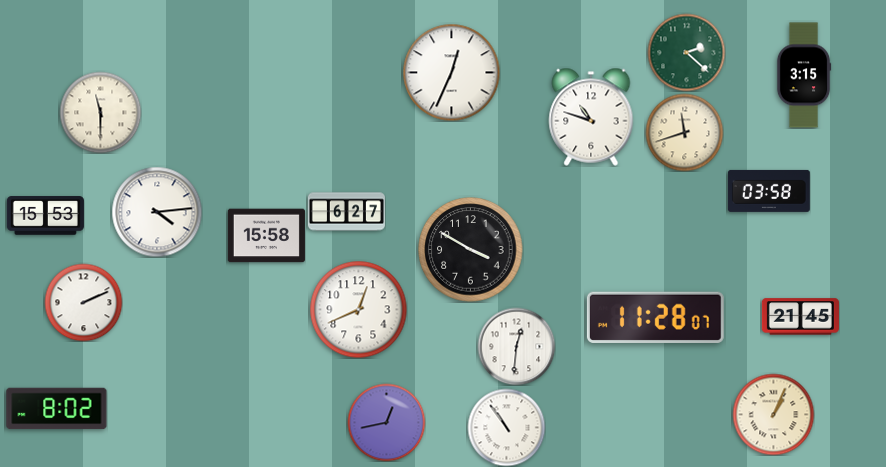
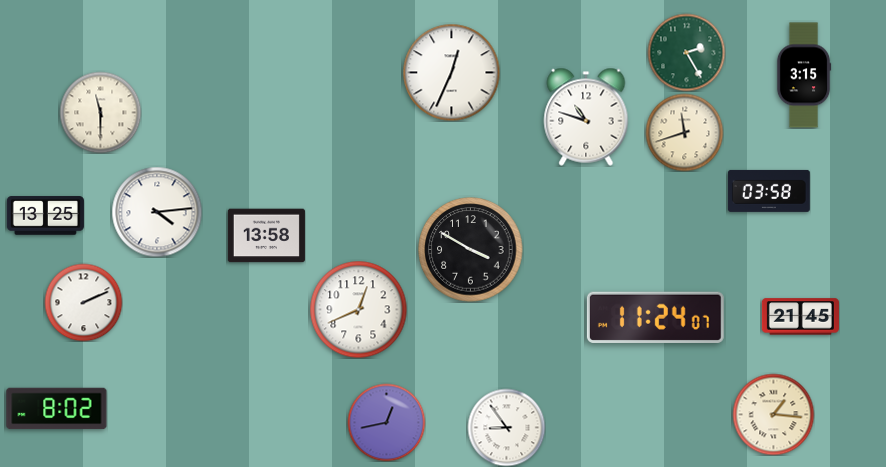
clock at (686, 52): 2:22 -> 2:25
clock at (591, 117) position: (591, 117) -> (586, 117)
clock at (346, 212): 6:27 -> none
clock at (45, 216): 15:53 -> 13:25
clock at (266, 236): 15:58 -> 13:58
clock at (655, 317): 11:28 -> 11:24
clock at (516, 346): 12:31 -> none
clock at (773, 414): 1:04 -> 1:16
clock at (506, 427): 10:54 -> 8:54
